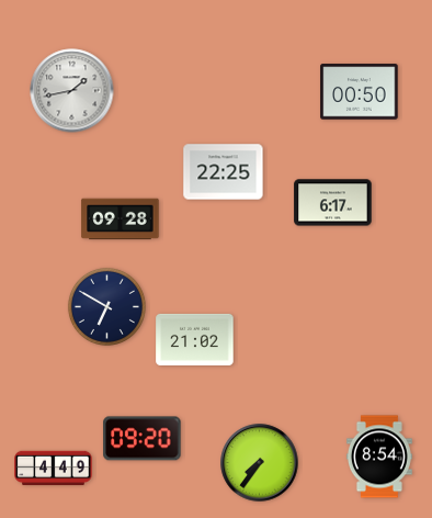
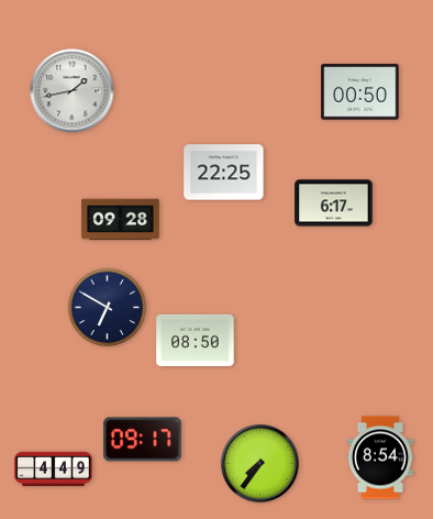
clock at (195, 339): 21:02 -> 08:50
clock at (143, 439): 09:20 -> 09:17
